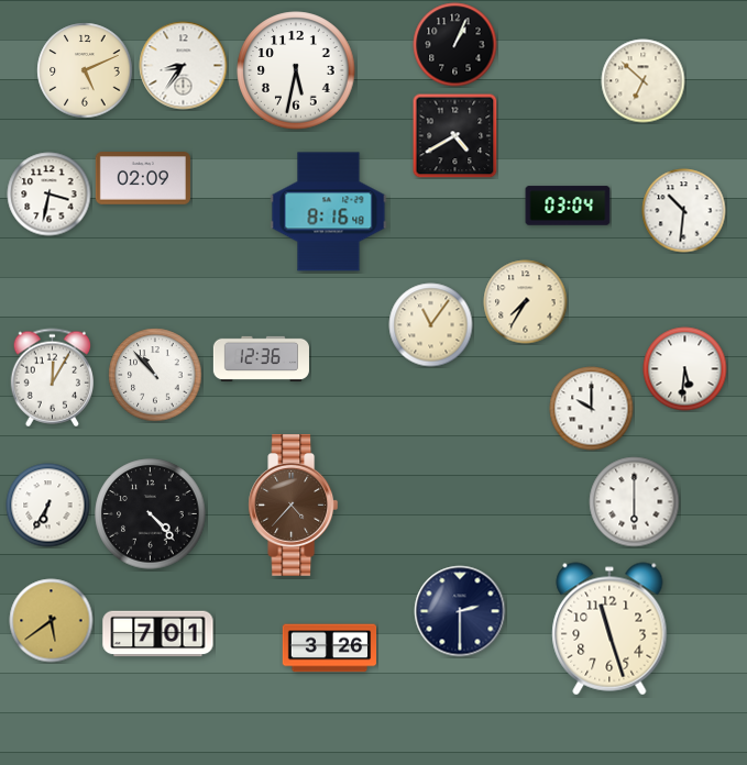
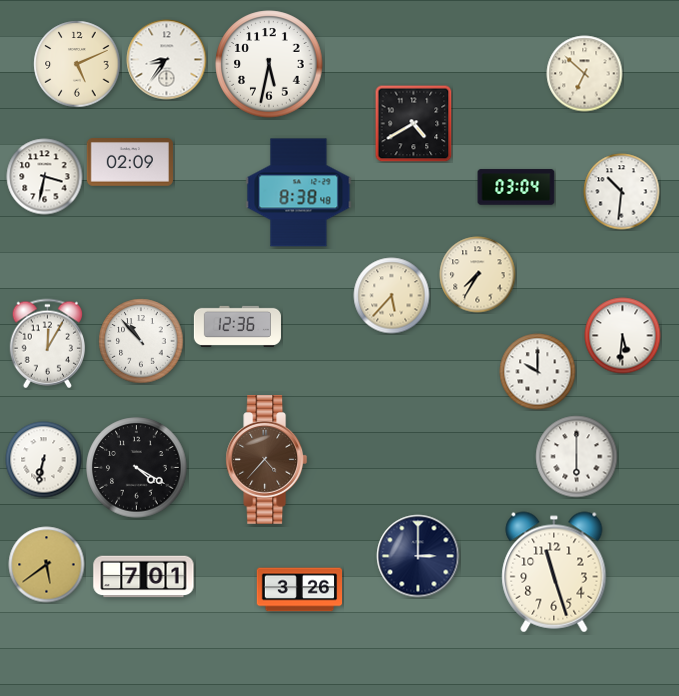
clock at (455, 45): 1:04 -> none
clock at (329, 212): 8:16 -> 8:38
clock at (431, 325): 11:06 -> 5:37
clock at (48, 506): 6:35 -> 6:32
clock at (151, 514): 4:23 -> 4:20
clock at (460, 611): 2:30 -> 3:00
